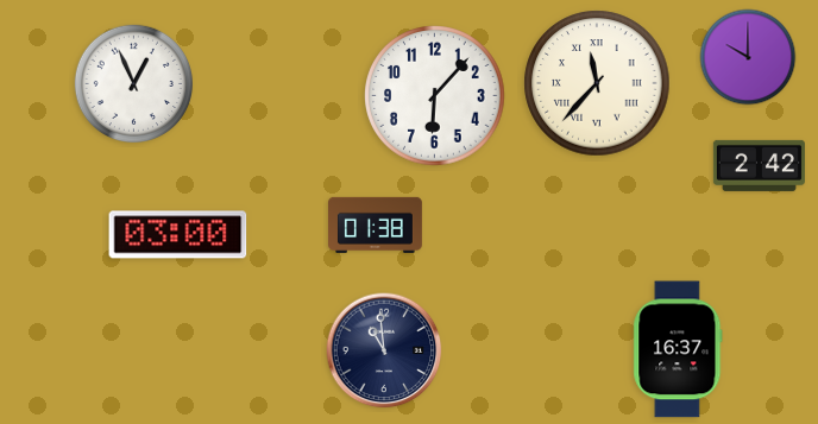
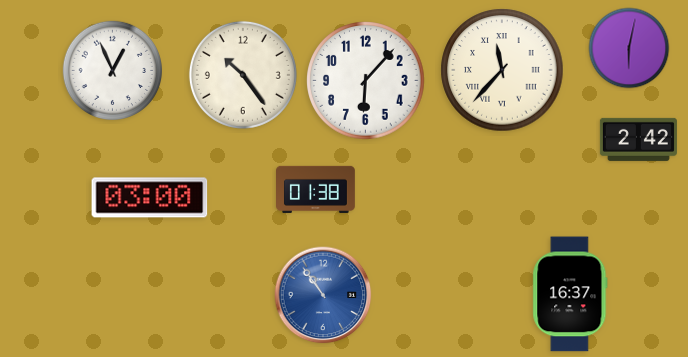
clock at (748, 57): 10:00 -> 6:02
clock at (243, 75): none -> 10:24
clock at (384, 350): 10:59 -> 10:54
clock at (384, 350) dial: navy -> blue
